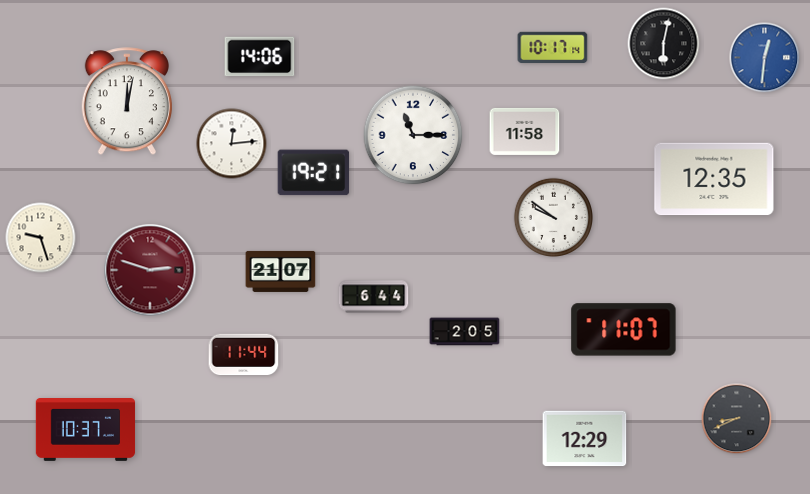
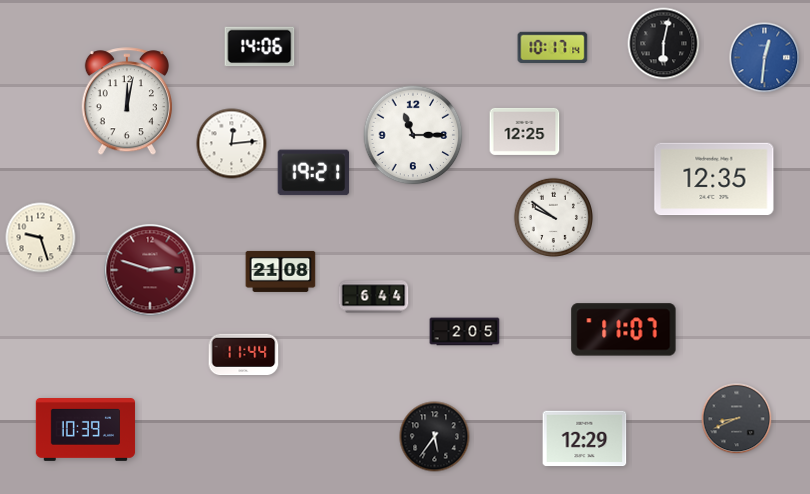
clock at (260, 57) position: (260, 57) -> (260, 47)
clock at (525, 131): 11:58 -> 12:25
clock at (281, 271): 21:07 -> 21:08
clock at (86, 430): 10:37 -> 10:39
clock at (435, 437): none -> 5:36
